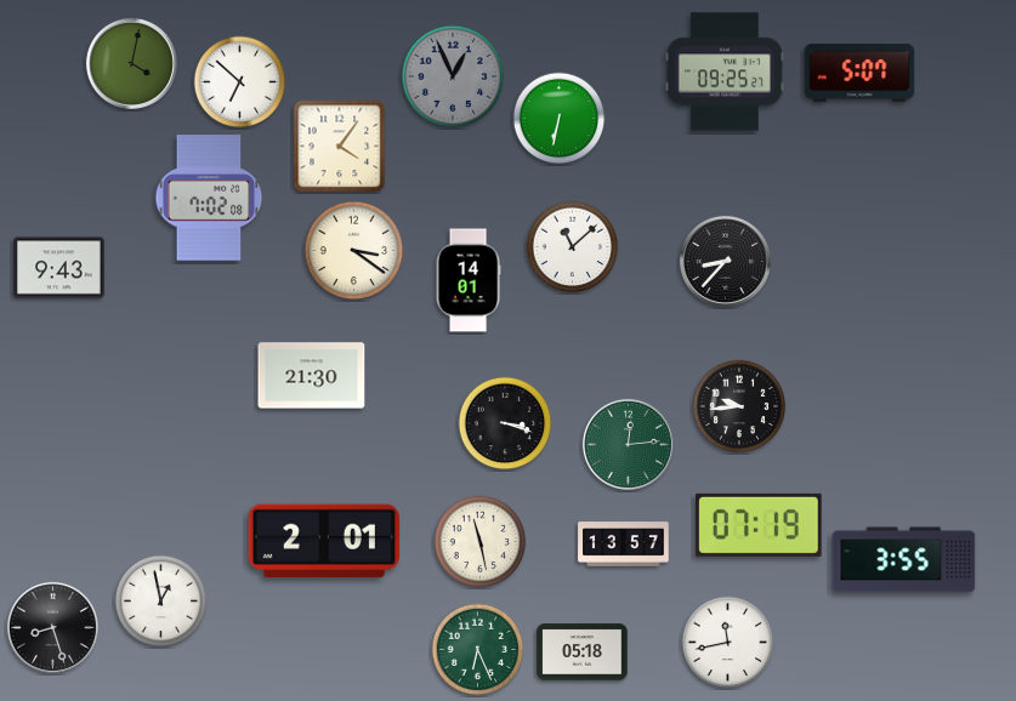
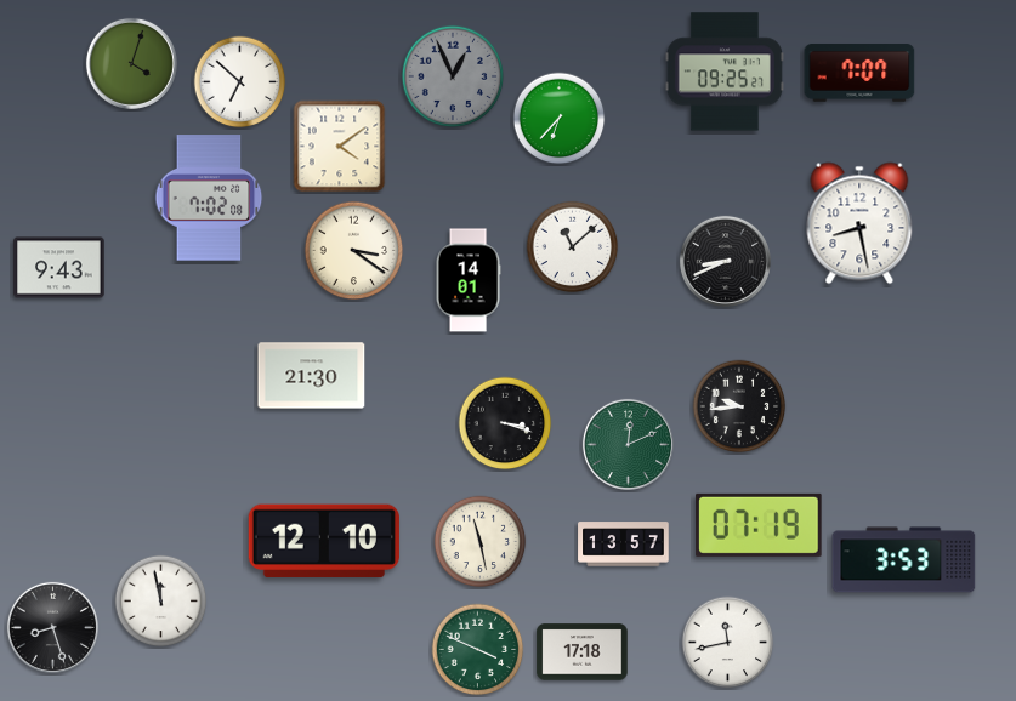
clock at (131, 63): 4:02 -> 4:03
clock at (859, 73): 5:07 -> 7:07
clock at (560, 119): 6:32 -> 6:37
clock at (340, 147): 4:06 -> 4:09
clock at (859, 223): none -> 8:28
clock at (725, 261): 8:37 -> 8:41
clock at (628, 444): 12:14 -> 12:11
clock at (324, 541): 2:01 -> 12:10
clock at (904, 560): 3:55 -> 3:53
clock at (161, 602): 12:58 -> 11:58
clock at (478, 650): 6:26 -> 3:49
clock at (583, 652): 05:18 -> 17:18
